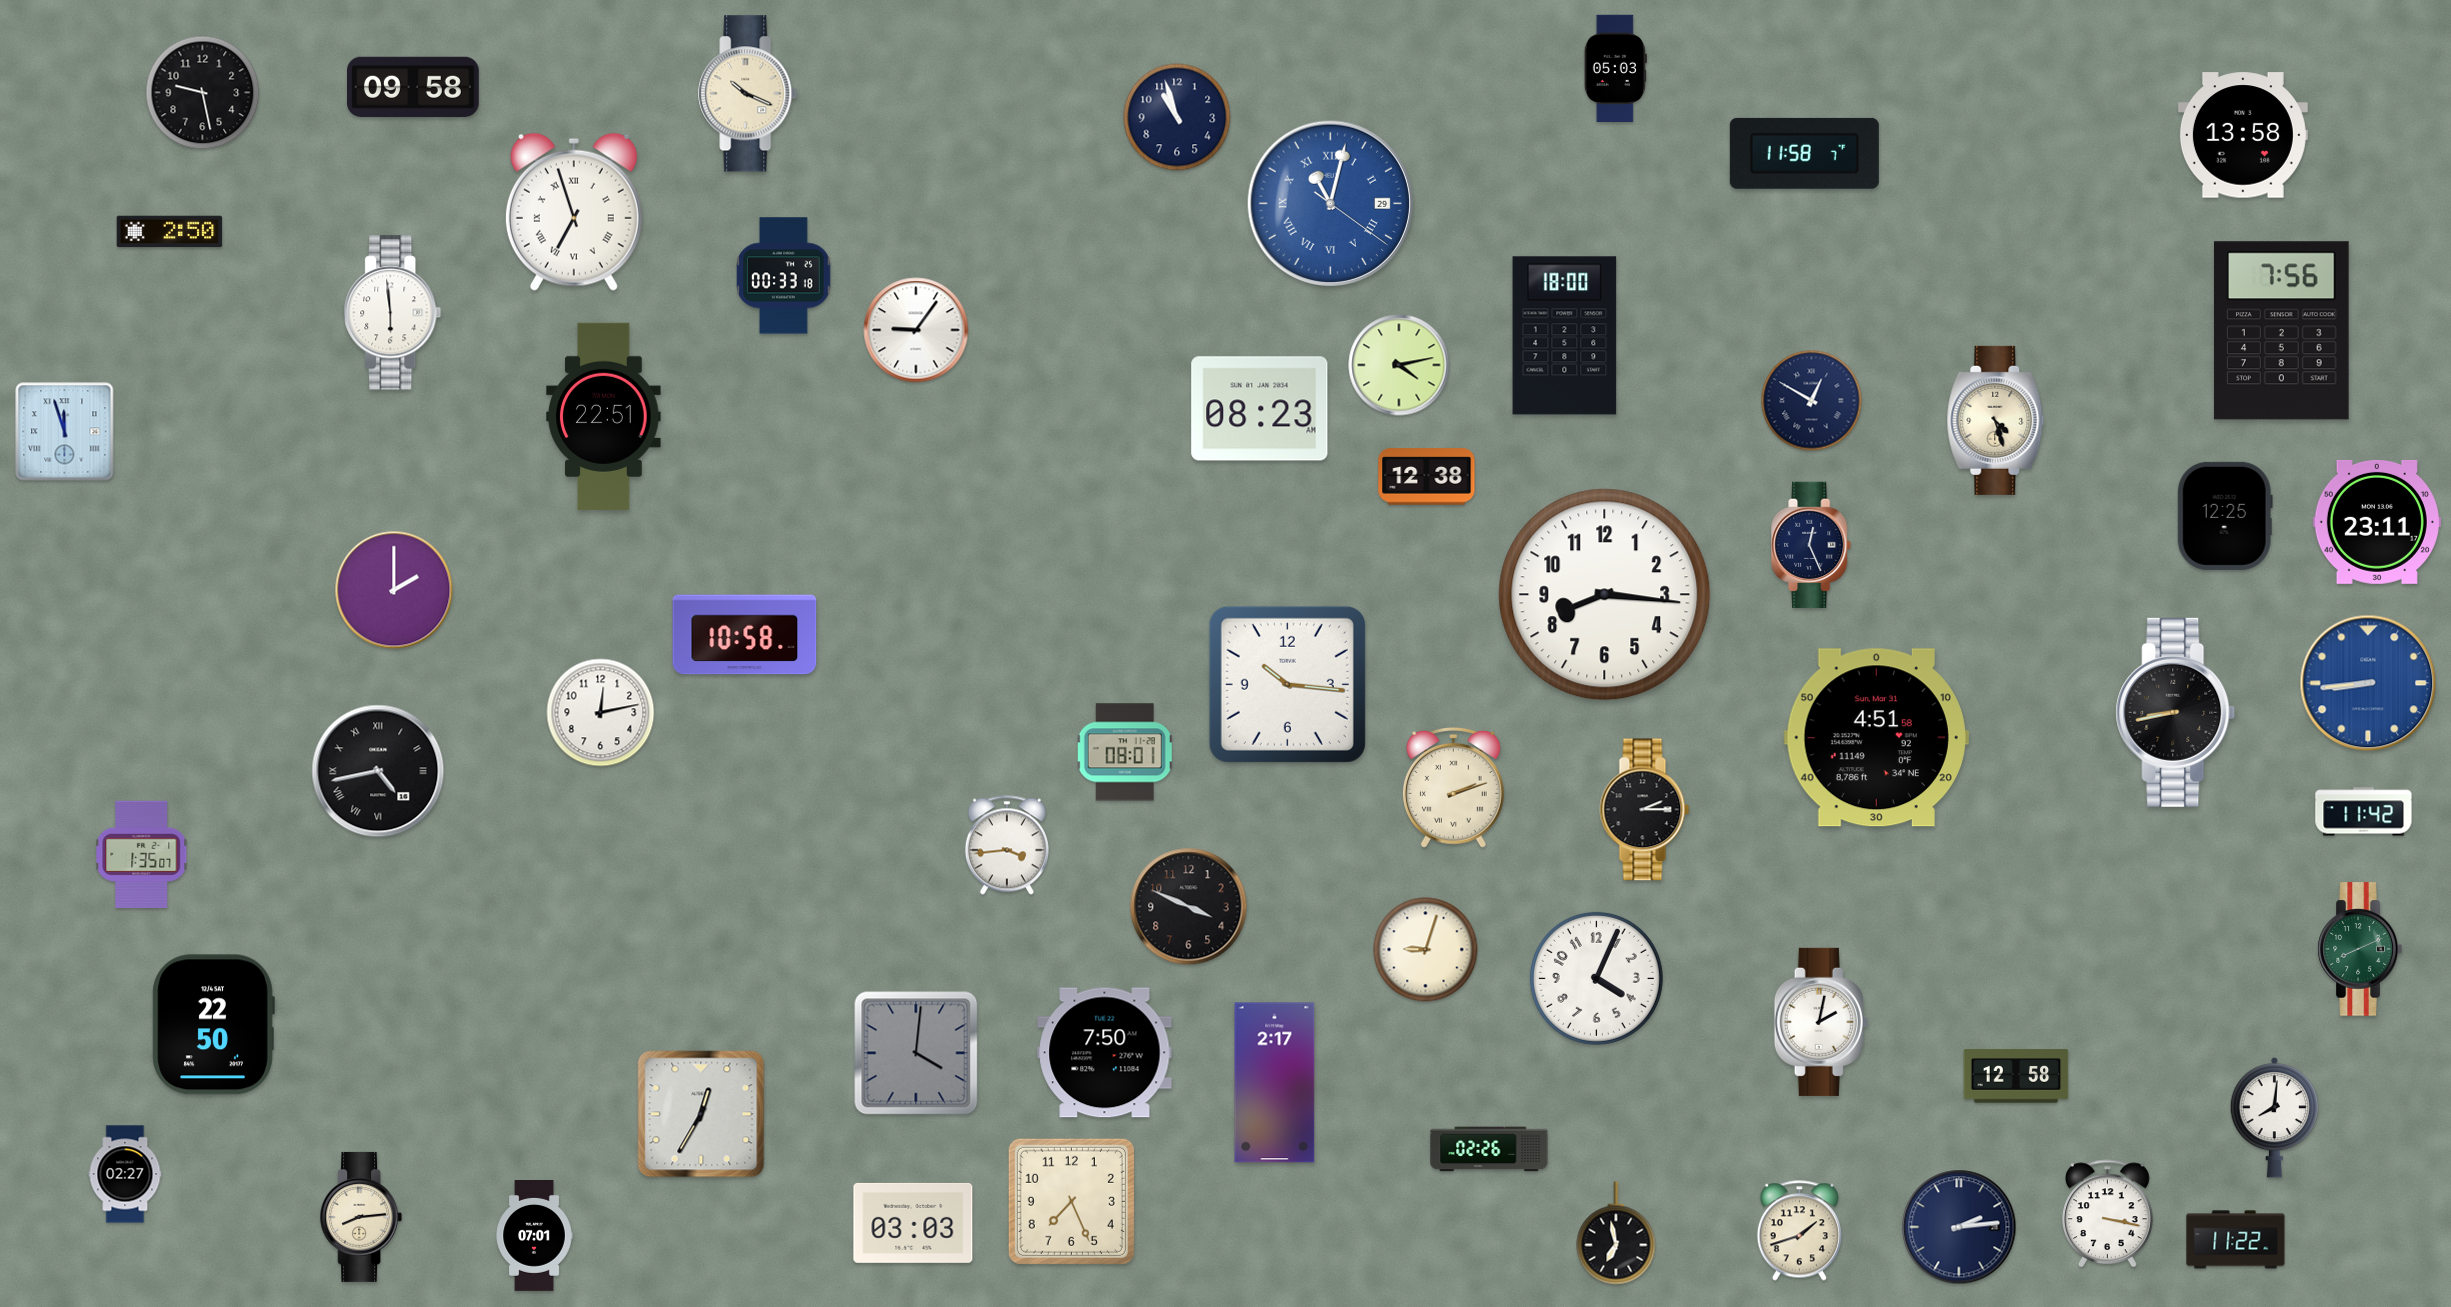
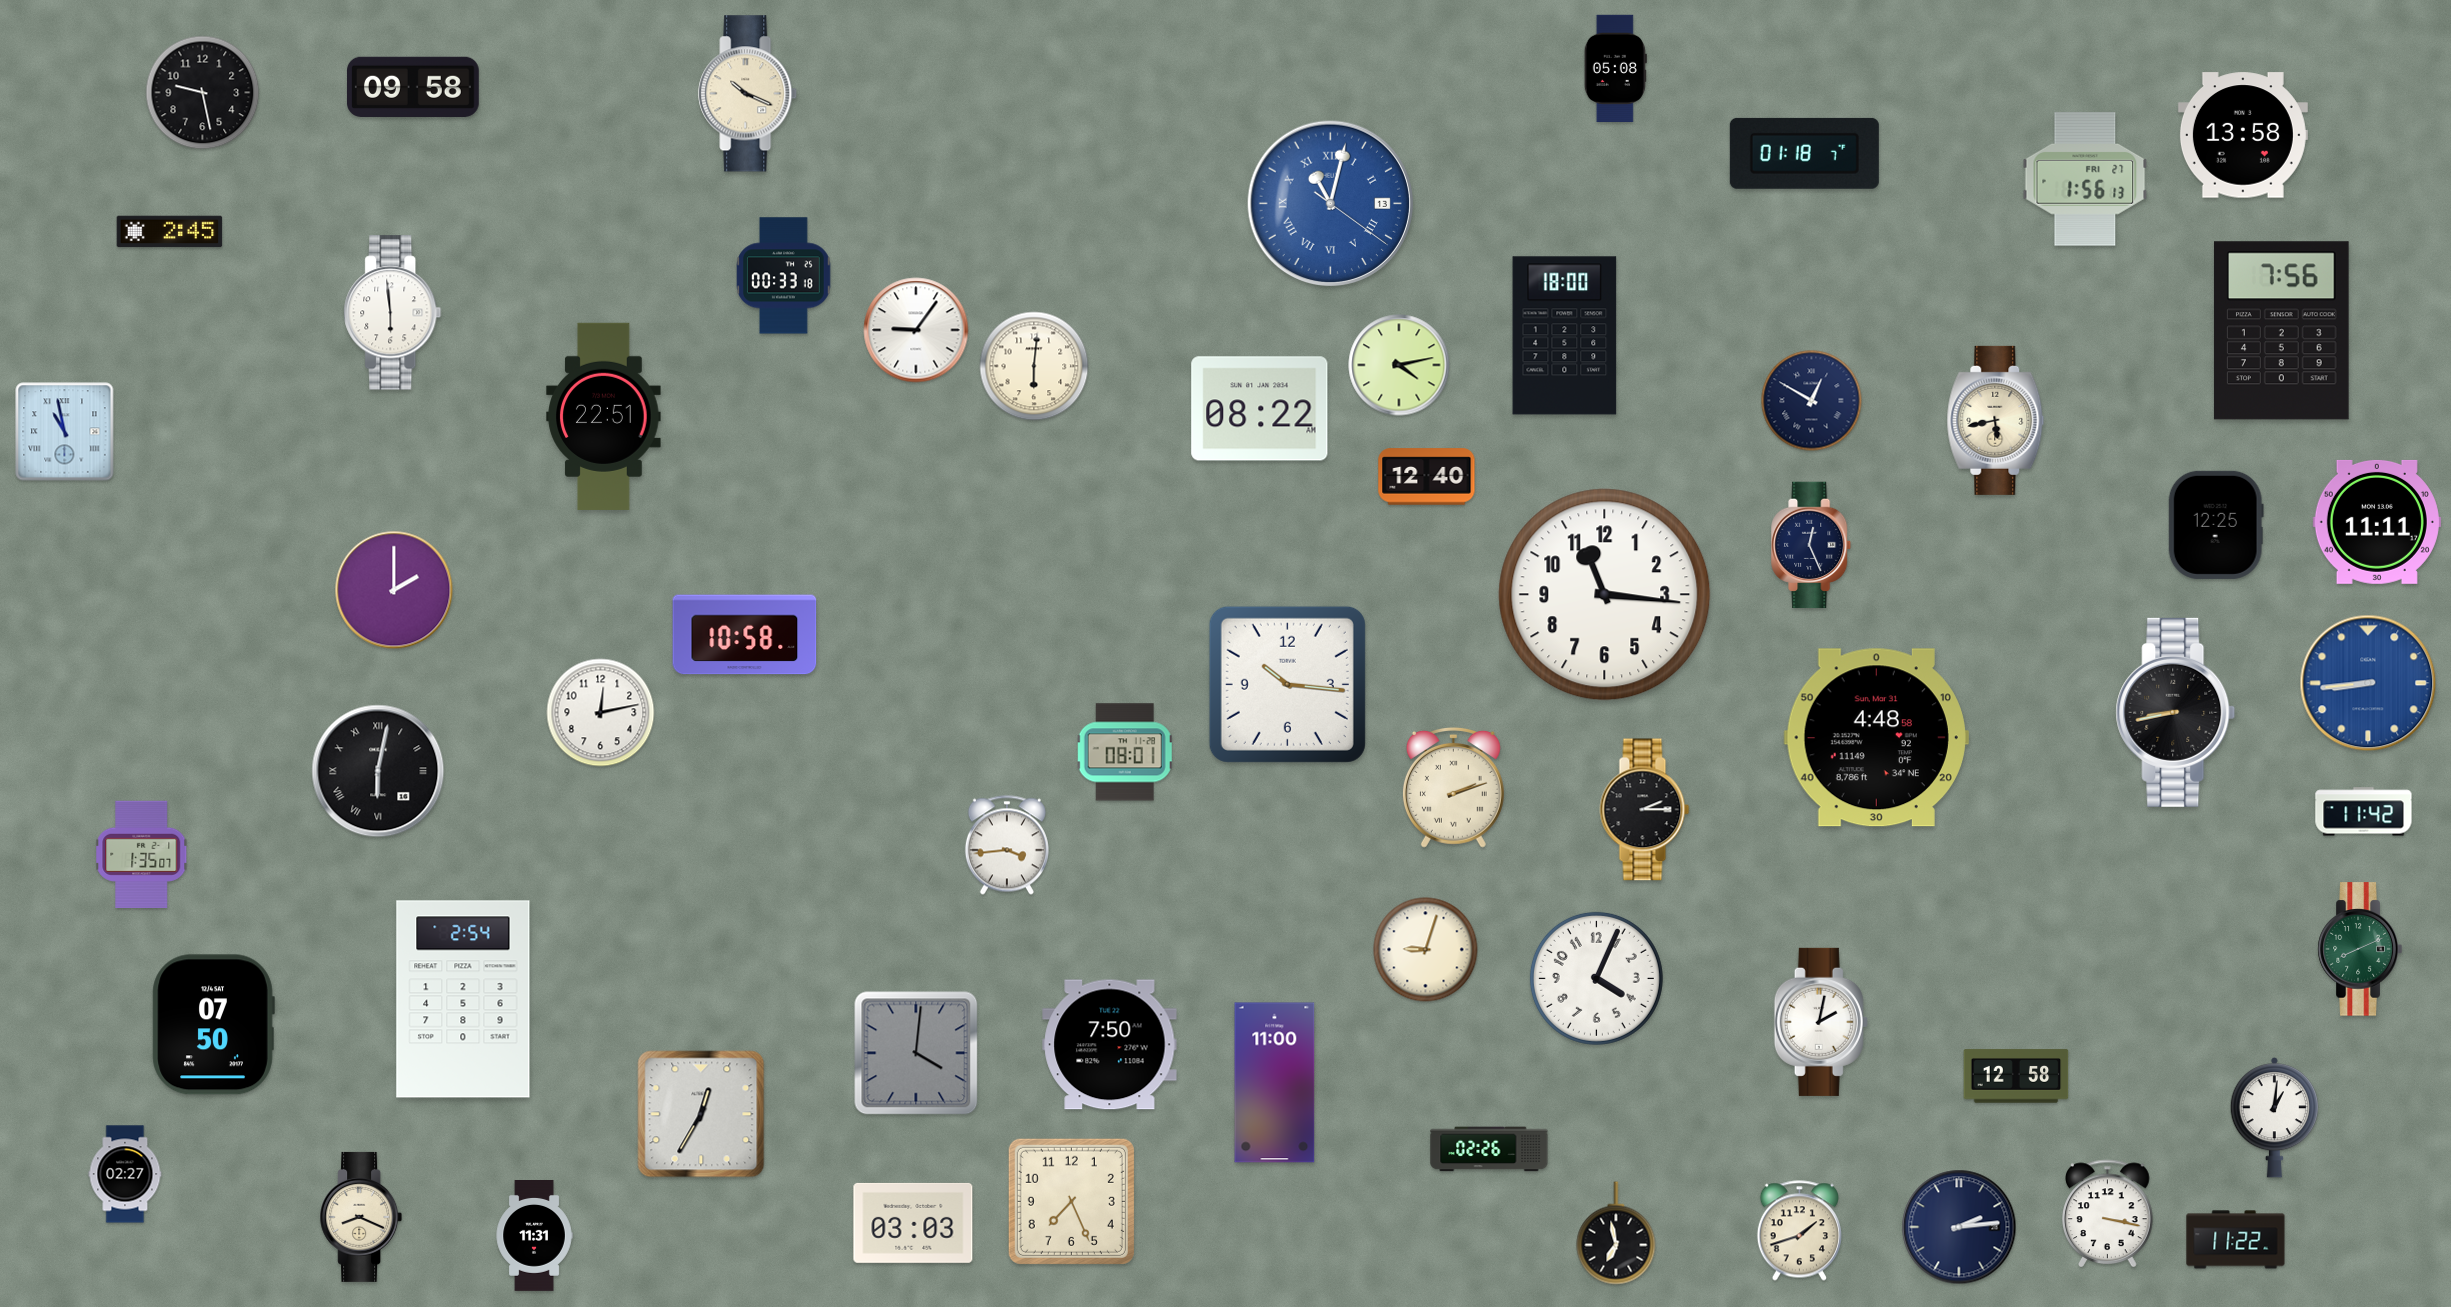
clock at (1615, 68): 05:03 -> 05:08
clock at (1177, 117): 10:57 -> none
clock at (1804, 153): 11:58 -> 01:18
clock at (2085, 179): none -> 1:56
clock at (1330, 203) date: 29 -> 13
clock at (574, 212): 6:57 -> none
clock at (170, 232): 2:50 -> 2:45
clock at (1034, 366): none -> 6:01
clock at (1260, 409): 08:23 -> 08:22
clock at (1996, 420): 4:27 -> 5:43
clock at (65, 432): 11:57 -> 10:58
clock at (1427, 477): 12:38 -> 12:40
clock at (2225, 516) position: (2225, 516) -> (2216, 525)
clock at (2377, 522): 23:11 -> 11:11
clock at (1605, 595): 8:16 -> 11:16
clock at (1876, 738): 4:51 -> 4:48
clock at (378, 771): 4:43 -> 6:02
clock at (1189, 907): 3:49 -> none
clock at (463, 999): none -> 2:54
clock at (213, 1025): 22:50 -> 07:50
clock at (1105, 1053) position: (1105, 1053) -> (1110, 1045)
clock at (1275, 1083): 2:17 -> 11:00
clock at (2274, 1118): 8:01 -> 1:01
clock at (361, 1217): 8:14 -> 8:19
clock at (534, 1236): 07:01 -> 11:31
